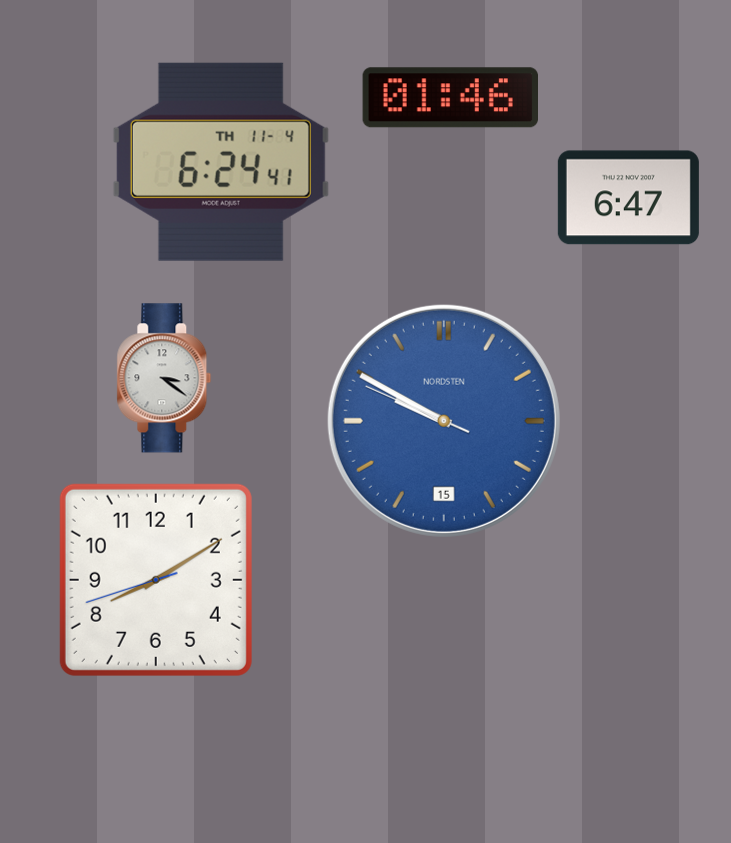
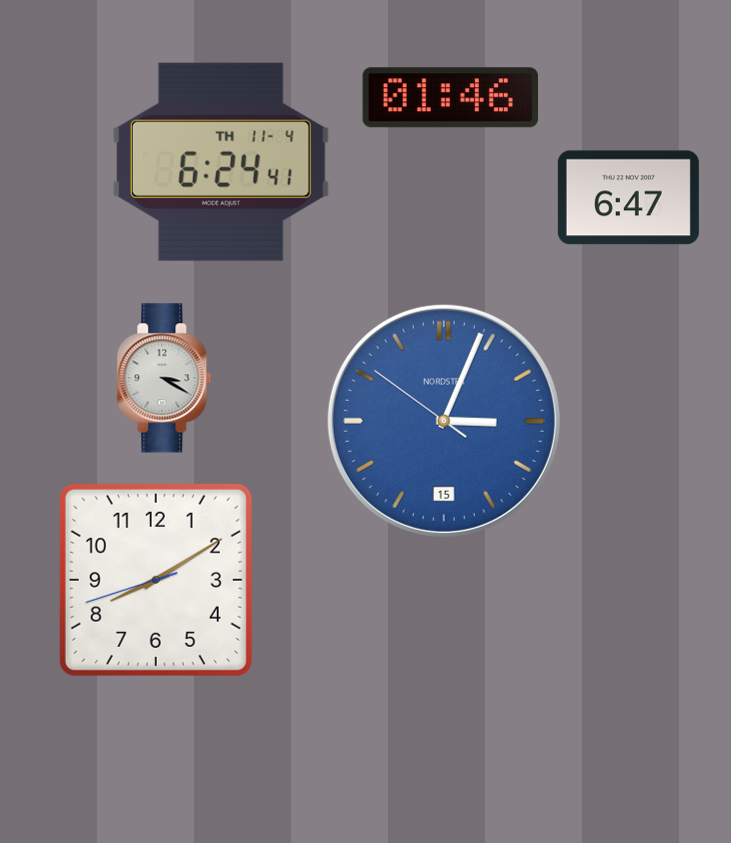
clock at (164, 378): 3:21 -> 3:20
clock at (444, 421): 9:49 -> 3:03
